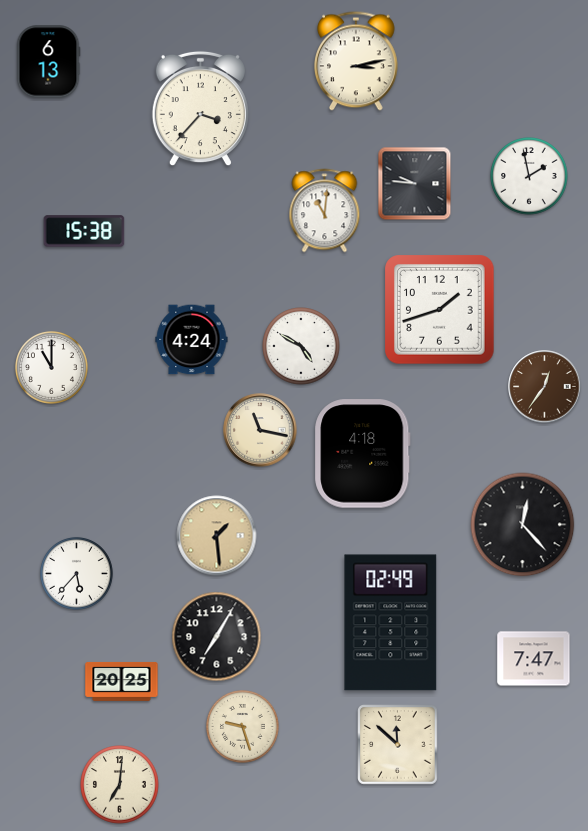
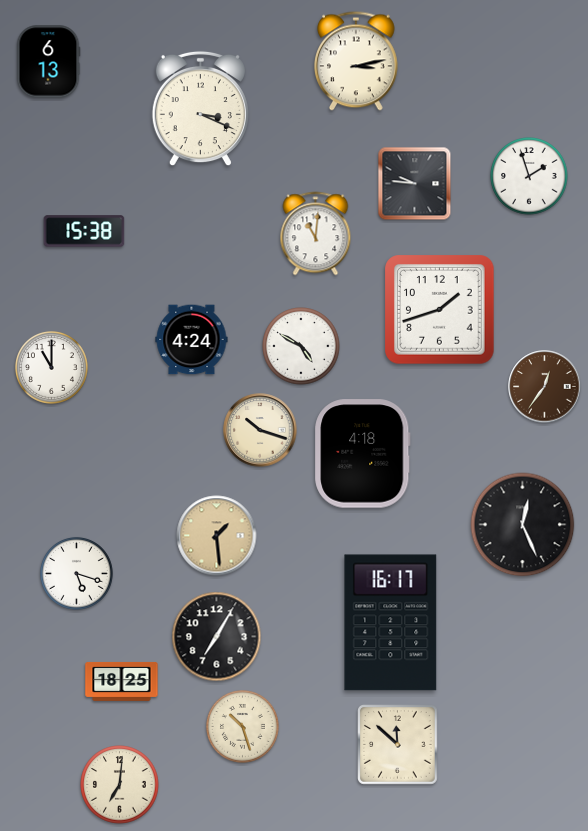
clock at (200, 109): 3:37 -> 3:19
clock at (529, 176): 1:58 -> 1:57
clock at (325, 211) position: (325, 211) -> (316, 234)
clock at (260, 430): 11:17 -> 10:18
clock at (523, 525): 12:23 -> 12:26
clock at (76, 573): 5:37 -> 5:18
clock at (391, 623): 02:49 -> 16:17
clock at (534, 659): 7:47 -> none
clock at (122, 681): 20:25 -> 18:25
clock at (242, 726): 9:27 -> 10:27
